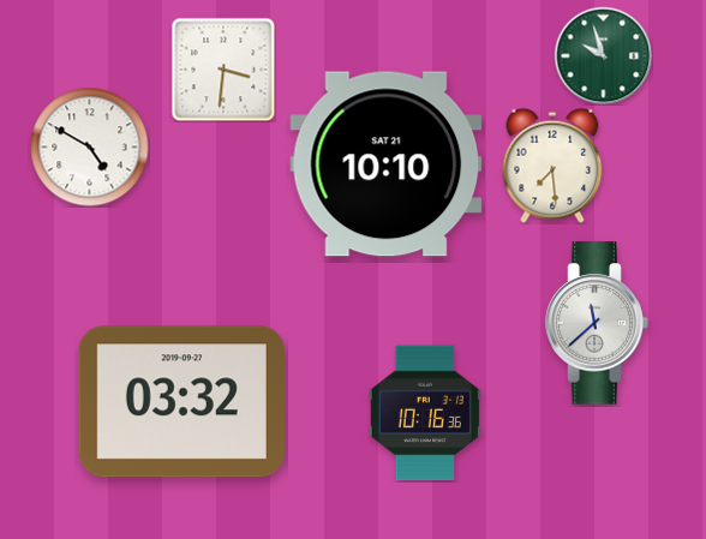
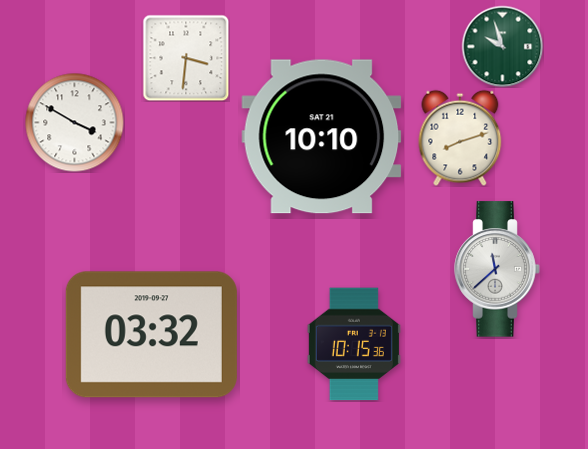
clock at (90, 148): 4:50 -> 3:50
clock at (552, 166): 7:29 -> 8:12
clock at (425, 413): 10:16 -> 10:15
